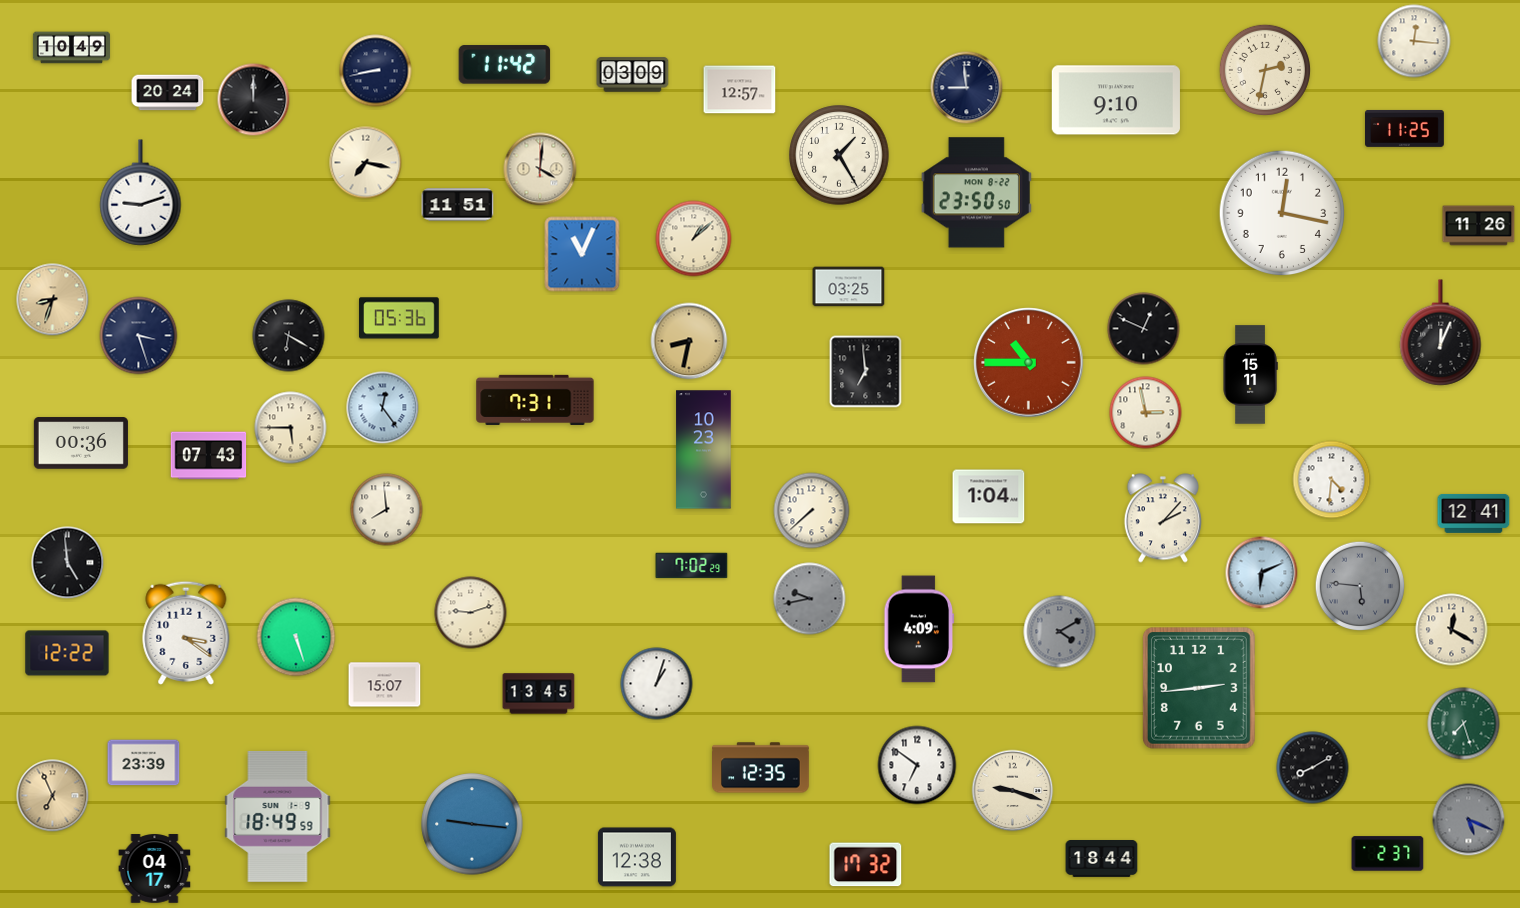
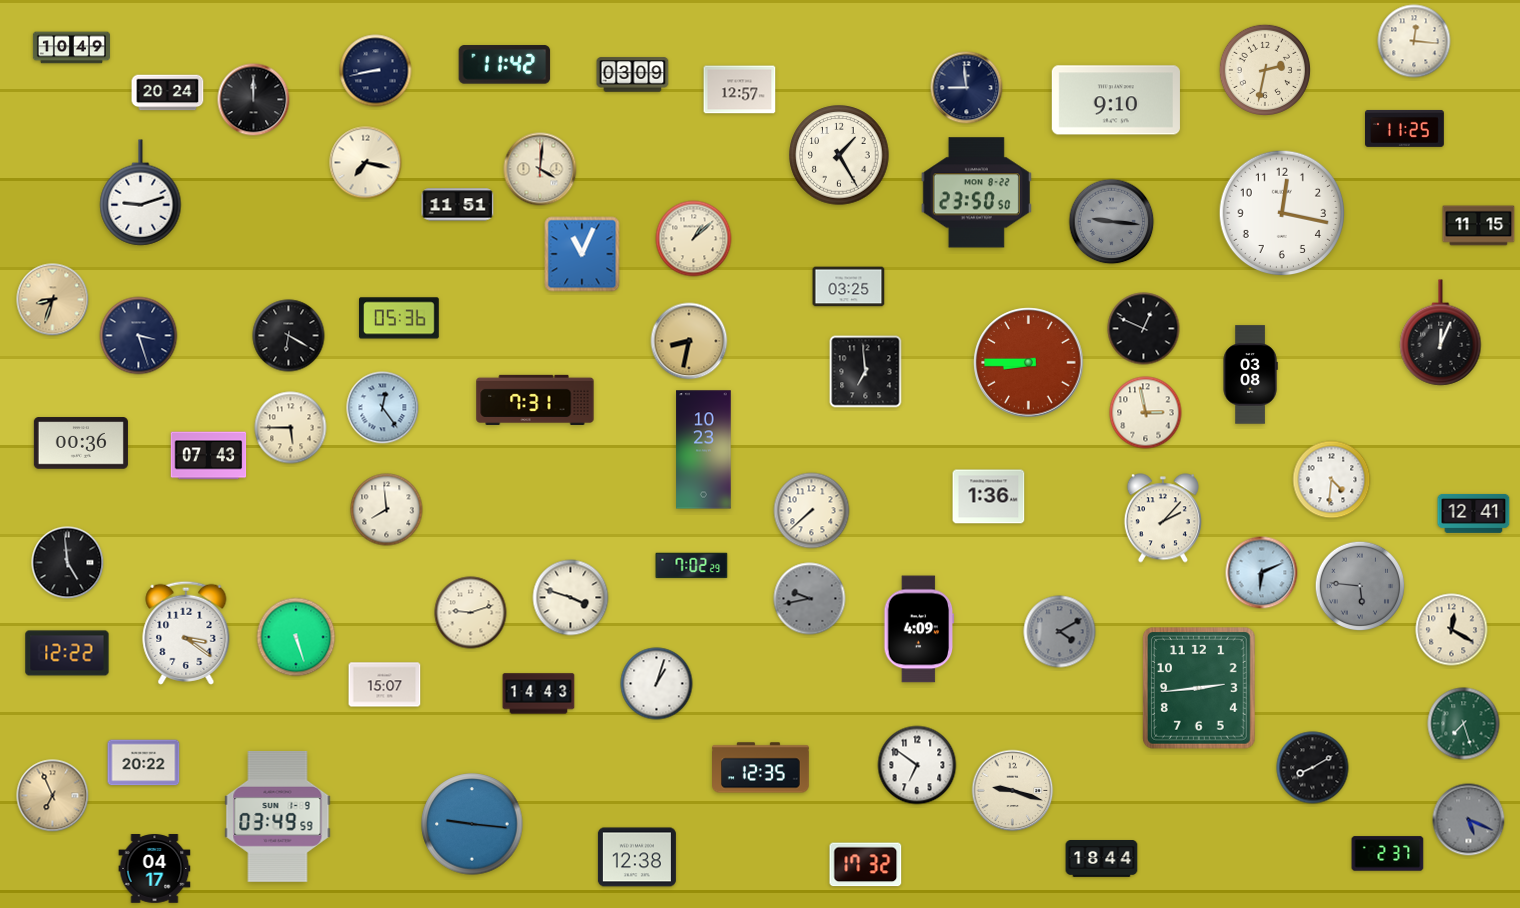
clock at (1112, 222): none -> 9:16
clock at (1479, 226): 11:26 -> 11:15
clock at (1029, 363): 10:45 -> 8:45
clock at (1250, 375): 15:11 -> 03:08
clock at (989, 497): 1:04 -> 1:36
clock at (571, 598): none -> 3:48
clock at (539, 694): 13:45 -> 14:43
clock at (144, 763): 23:39 -> 20:22
clock at (278, 816): 18:49 -> 03:49
